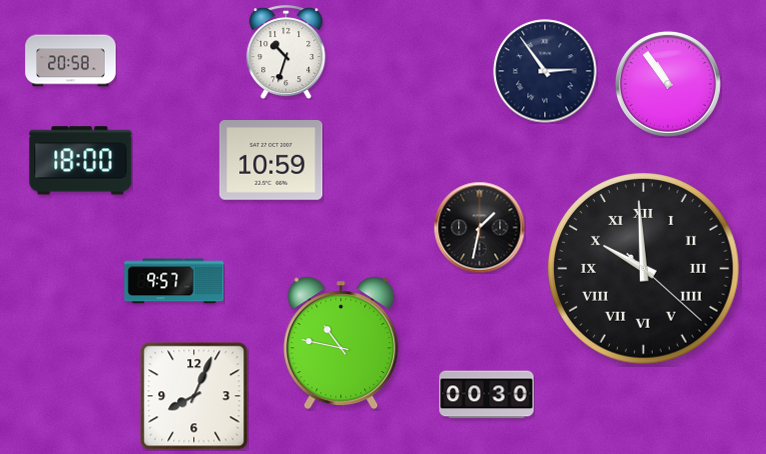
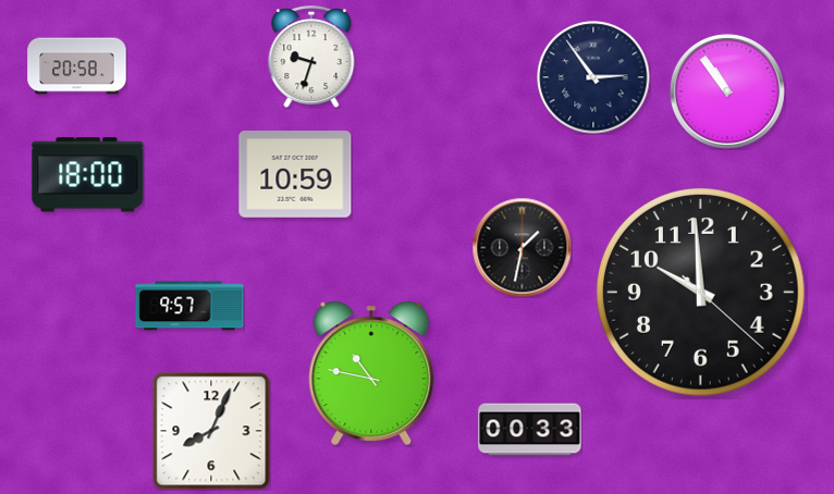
clock at (286, 52): 10:33 -> 9:33
clock at (644, 269) numerals: Roman -> Arabic
clock at (487, 395): 00:30 -> 00:33
